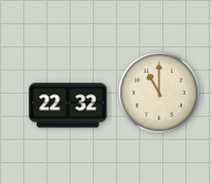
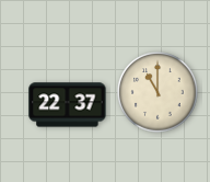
clock at (68, 106): 22:32 -> 22:37
